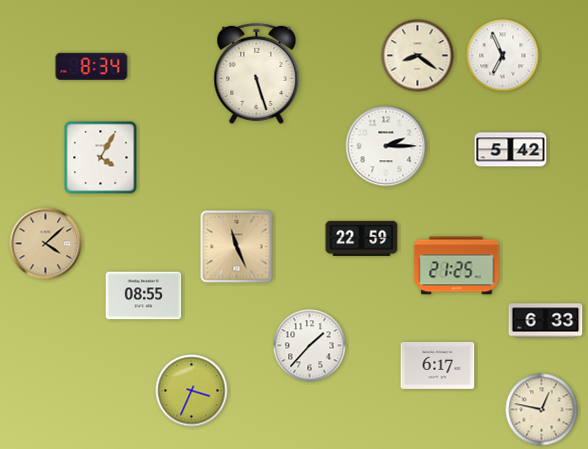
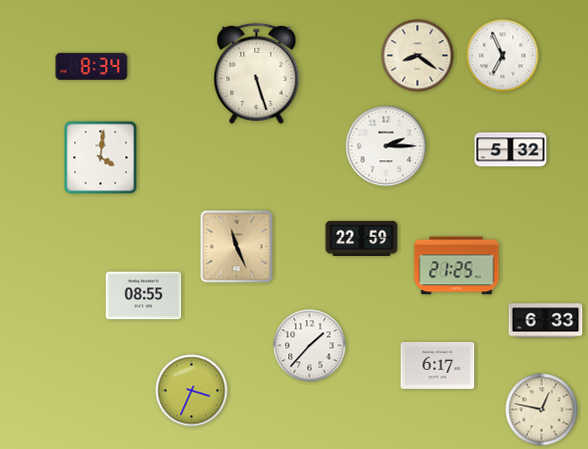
clock at (511, 150): 5:42 -> 5:32
clock at (101, 158): 4:05 -> 4:01
clock at (46, 244): 4:08 -> none
